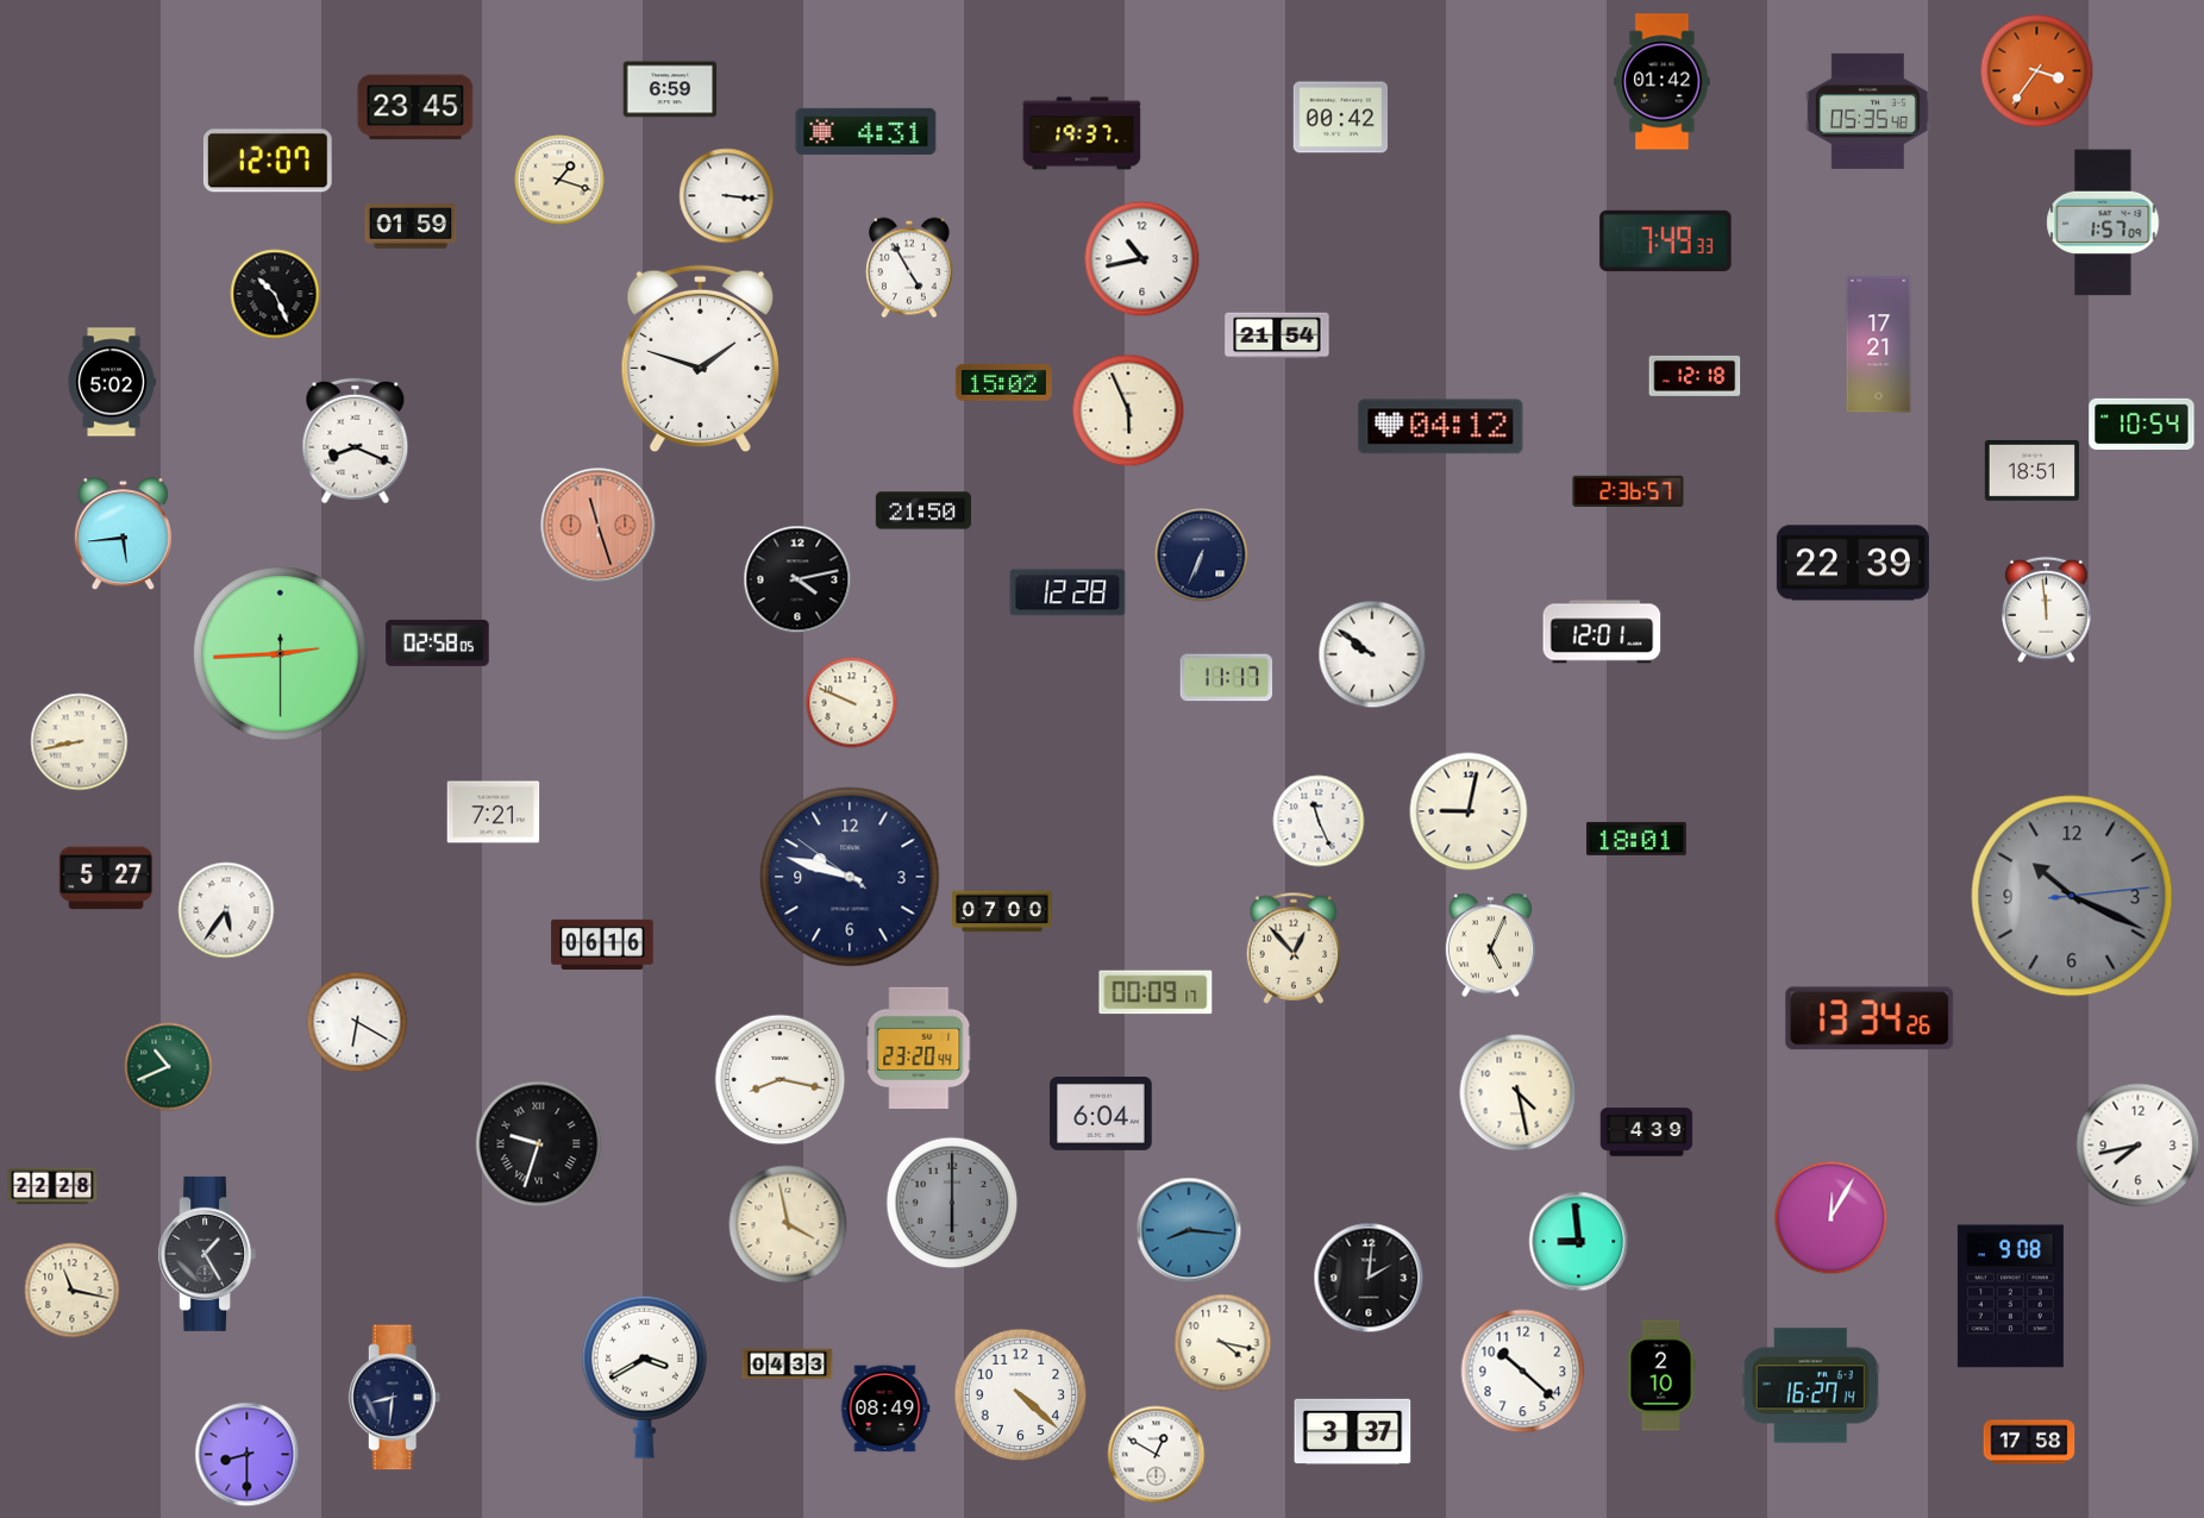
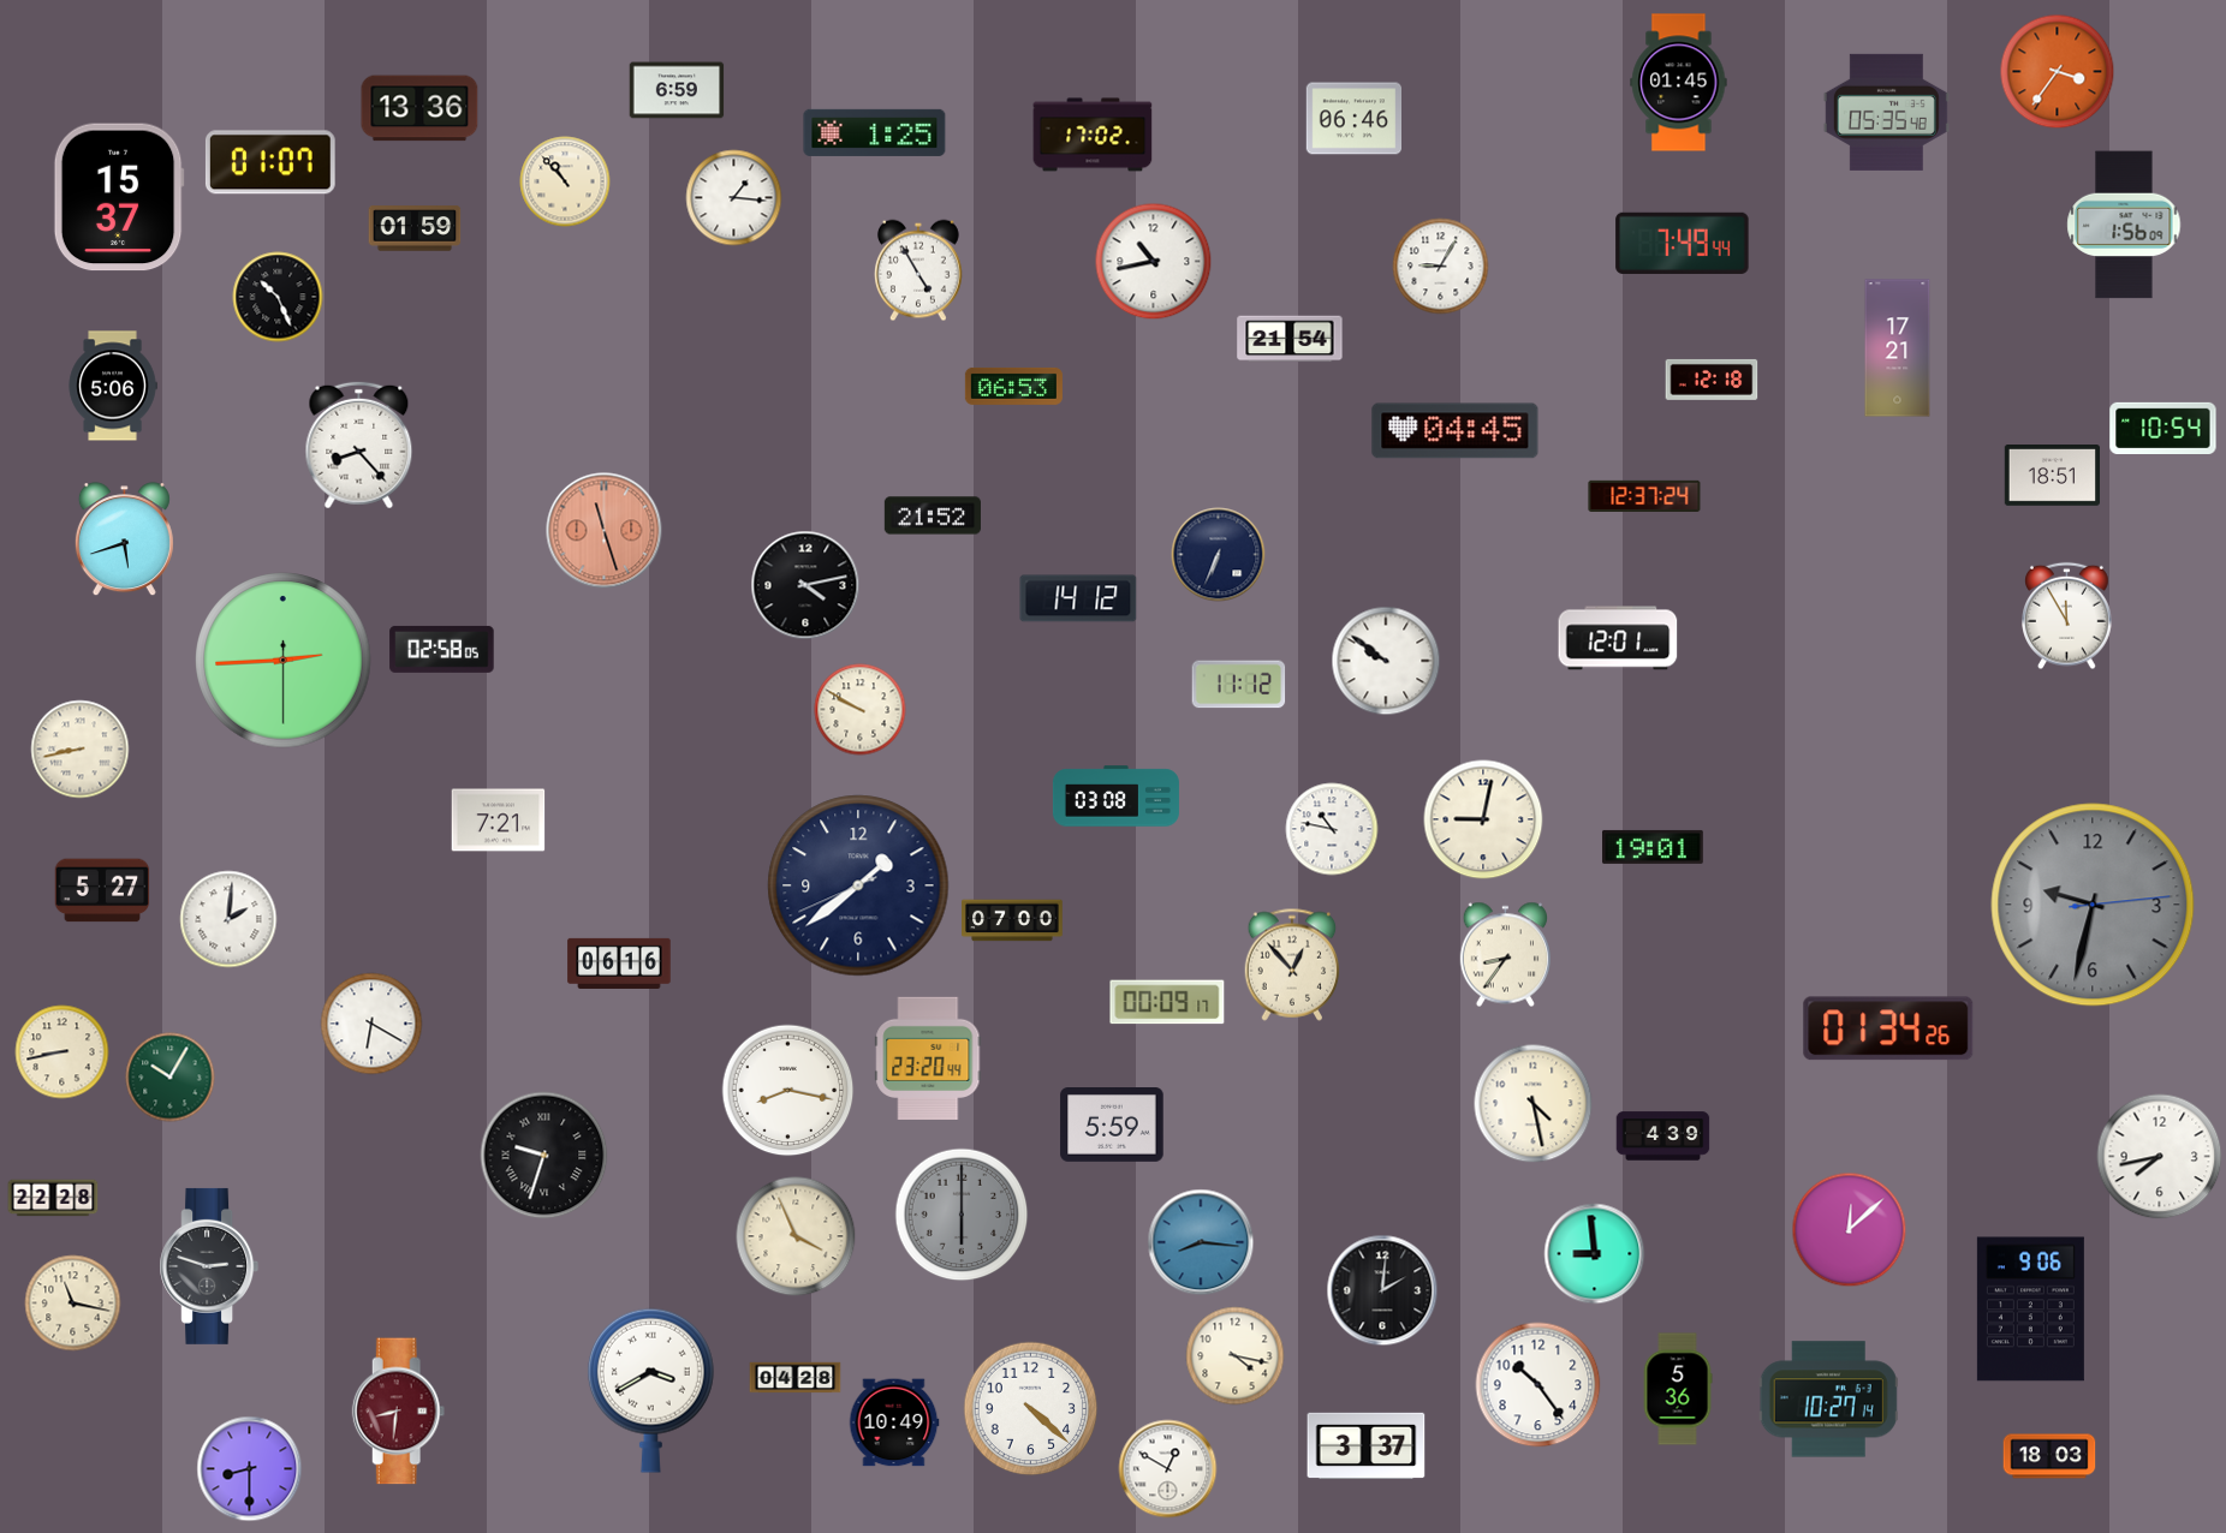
clock at (1663, 82): 01:42 -> 01:45
clock at (415, 107): 23:45 -> 13:36
clock at (1340, 118): 00:42 -> 06:46
clock at (866, 131): 4:31 -> 1:25
clock at (1082, 133): 19:37 -> 17:02
clock at (268, 161): 12:07 -> 01:07
clock at (559, 180): 1:18 -> 10:53
clock at (119, 197): none -> 15:37
clock at (727, 196): 3:16 -> 1:16
clock at (2103, 222): 1:57 -> 1:56
clock at (1666, 240): 7:49:33 -> 7:49:44
clock at (1441, 267): none -> 9:05
clock at (700, 359): 1:48 -> none
clock at (112, 382): 5:02 -> 5:06
clock at (1003, 382): 15:02 -> 06:53
clock at (1128, 410): 5:56 -> none
clock at (1441, 427): 04:12 -> 04:45
clock at (356, 441): 8:19 -> 8:23
clock at (1628, 490): 2:36 -> 12:37
clock at (923, 510): 21:50 -> 21:52
clock at (123, 534): 5:44 -> 5:42
clock at (1202, 556) position: (1202, 556) -> (1219, 555)
clock at (1853, 563): 22:39 -> none
clock at (1067, 592): 12:28 -> 14:12
clock at (2047, 610): 11:59 -> 11:55
clock at (1227, 678): 11:17 -> 11:12
clock at (852, 703): 9:49 -> 9:50
clock at (1115, 797): none -> 03:08
clock at (1319, 821): 11:26 -> 10:47
clock at (1638, 839): 18:01 -> 19:01
clock at (850, 877): 9:47 -> 1:38
clock at (106, 878) position: (106, 878) -> (102, 890)
clock at (2072, 896): 10:19 -> 9:32
clock at (226, 910): 5:36 -> 2:01
clock at (602, 945) position: (602, 945) -> (619, 964)
clock at (1491, 946): 5:04 -> 8:36
clock at (1294, 948) position: (1294, 948) -> (1292, 965)
clock at (1870, 1018): 13:34 -> 01:34
clock at (357, 1022) position: (357, 1022) -> (371, 1024)
clock at (63, 1052): none -> 8:43
clock at (169, 1067): 10:41 -> 10:05
clock at (1101, 1115): 6:04 -> 5:59
clock at (1647, 1133) position: (1647, 1133) -> (1663, 1137)
clock at (1832, 1218): 12:05 -> 12:08
clock at (788, 1224): 3:58 -> 3:56
clock at (207, 1254): 1:25 -> 2:48
clock at (2010, 1297): 9:08 -> 9:06
clock at (788, 1365): 04:33 -> 04:28
clock at (1523, 1372): 10:22 -> 10:24
clock at (1661, 1375): 2:10 -> 5:36
clock at (1810, 1386): 16:27 -> 10:27
clock at (395, 1398) dial: navy -> burgundy
clock at (885, 1409): 08:49 -> 10:49
clock at (2029, 1442): 17:58 -> 18:03
